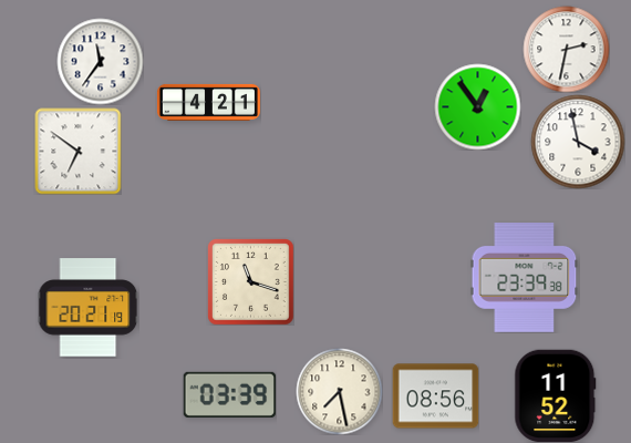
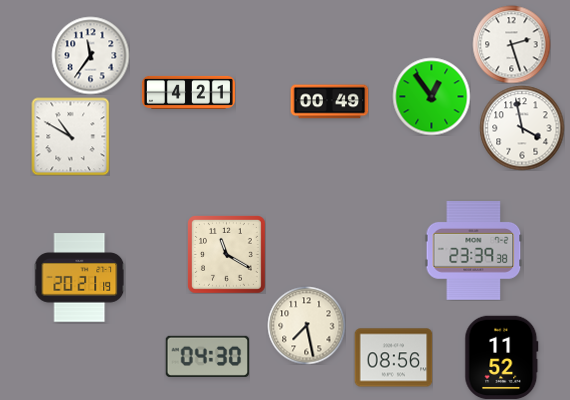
clock at (566, 49): 2:32 -> 2:27
clock at (329, 102): none -> 00:49
clock at (77, 151): 6:51 -> 10:50
clock at (251, 282): 11:18 -> 11:20
clock at (339, 391) position: (339, 391) -> (306, 325)
clock at (229, 394): 03:39 -> 04:30
